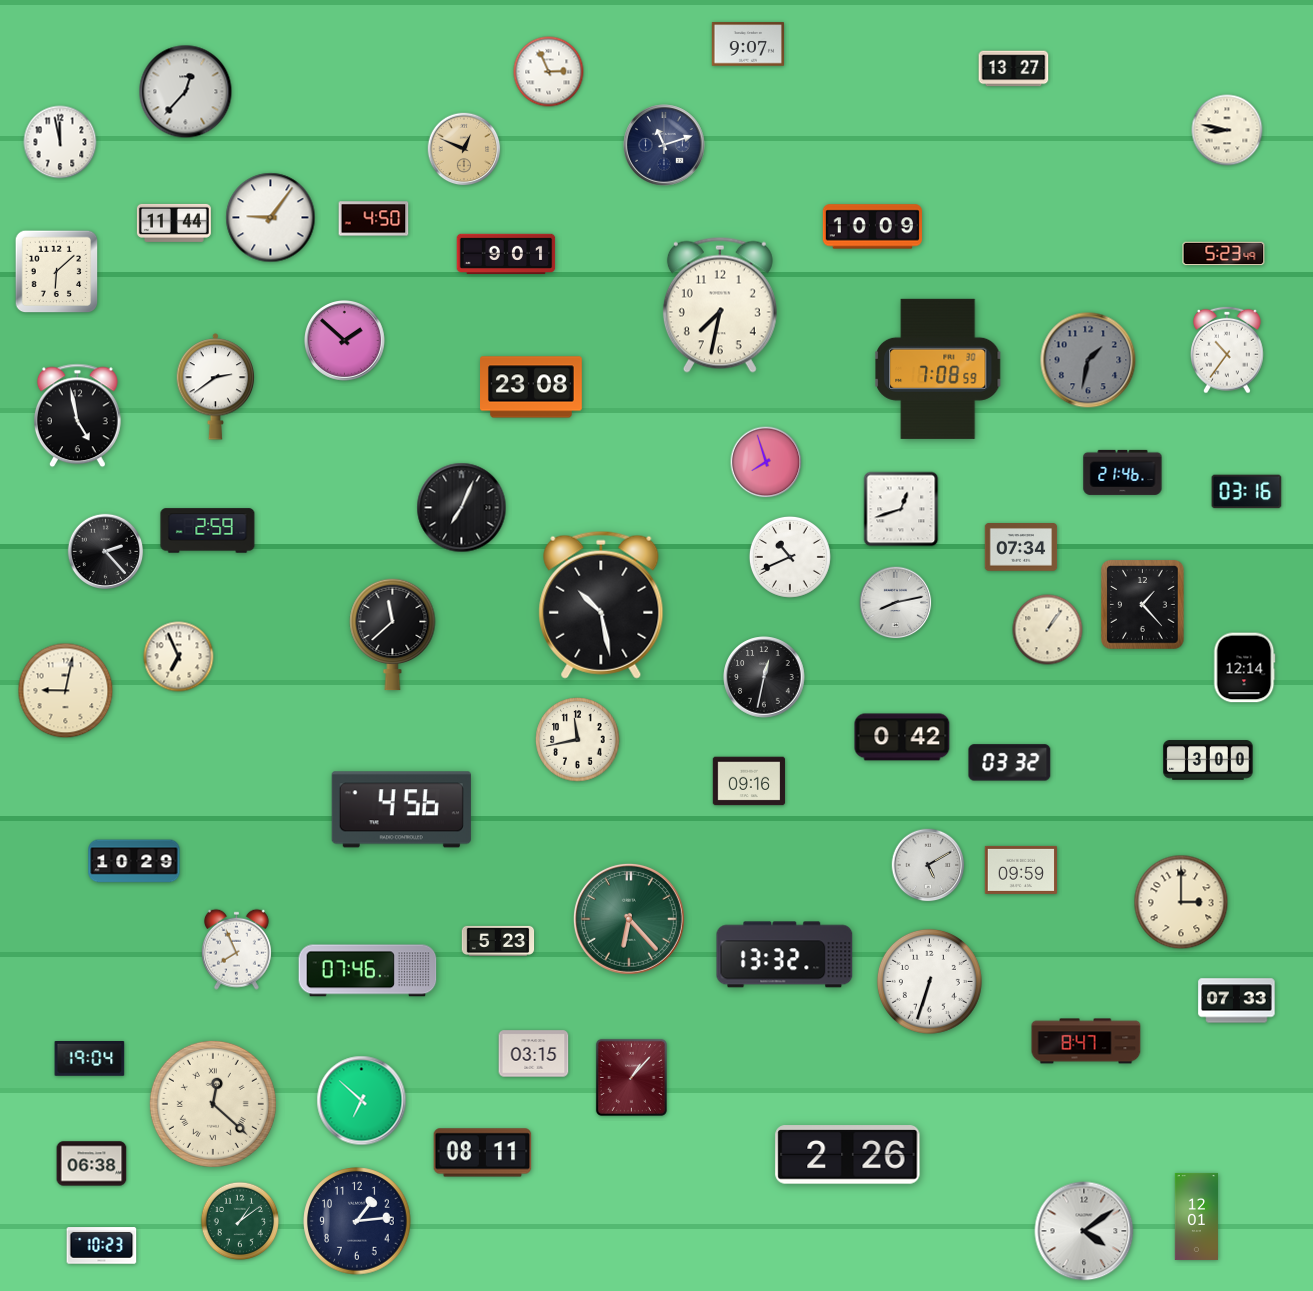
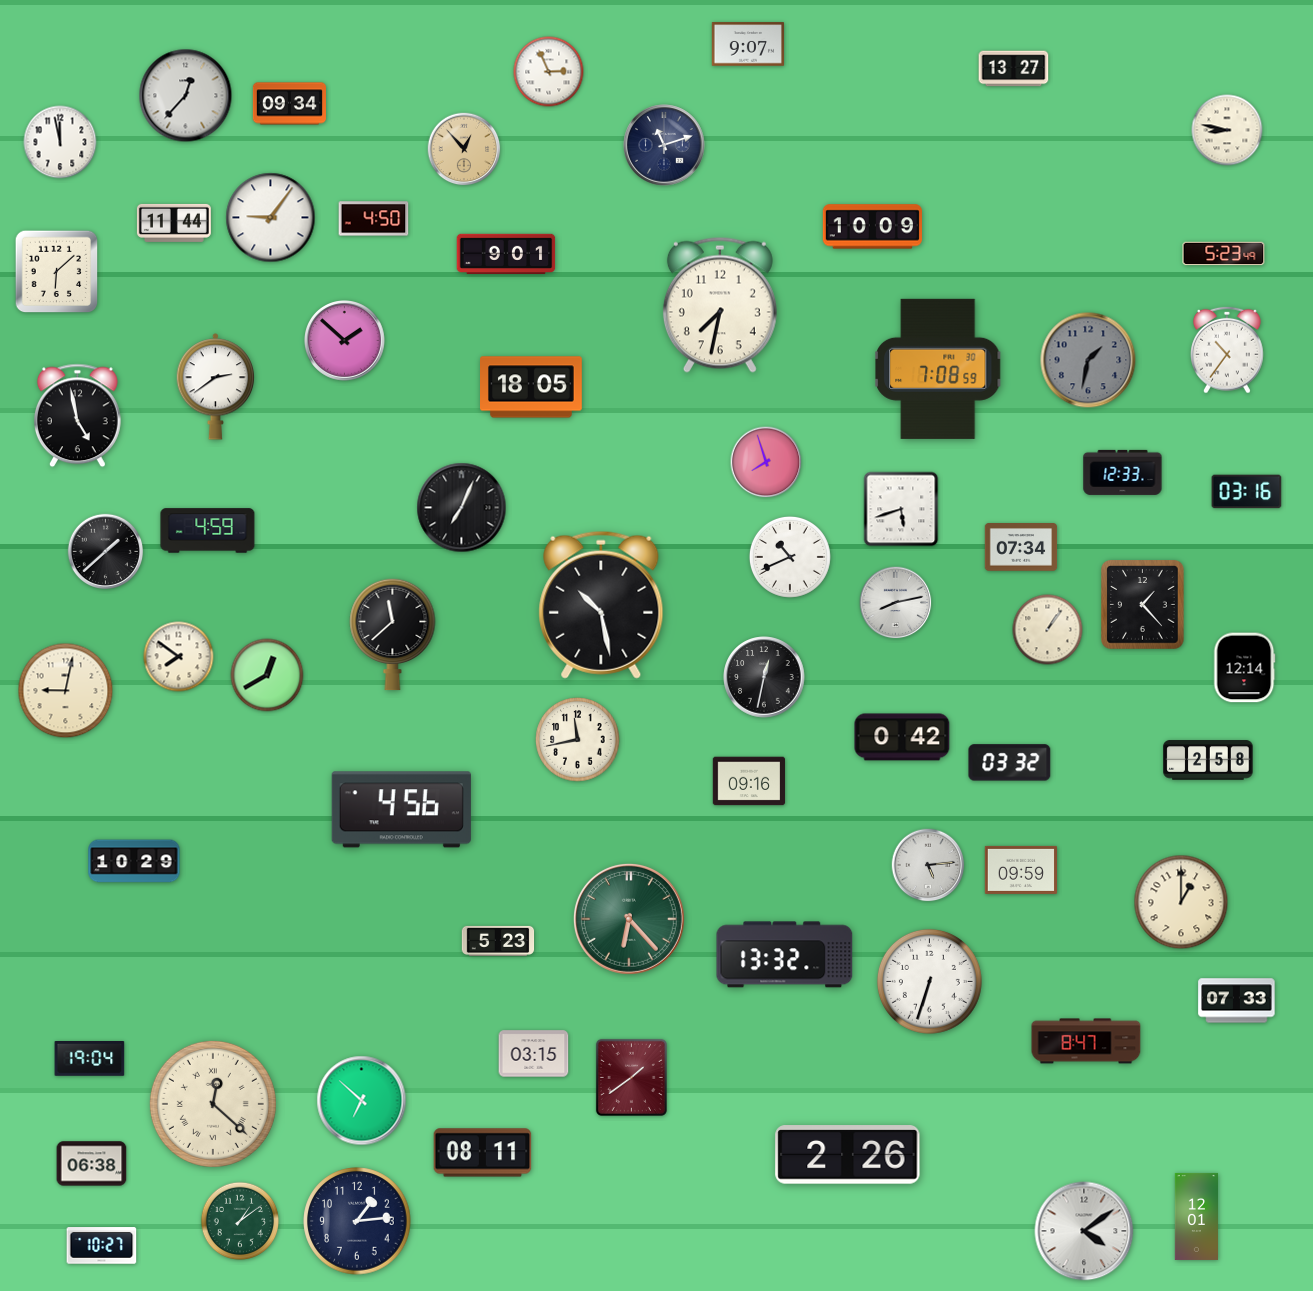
clock at (186, 92) position: (186, 92) -> (186, 96)
clock at (289, 104): none -> 09:34
clock at (464, 149): 12:49 -> 12:53
clock at (531, 387): 23:08 -> 18:05
clock at (1123, 472): 21:46 -> 12:33
clock at (901, 509): 12:42 -> 5:42
clock at (208, 531): 2:59 -> 4:59
clock at (105, 551): 2:23 -> 1:38
clock at (179, 657): 6:56 -> 7:51
clock at (267, 675): none -> 12:40
clock at (1208, 760): 3:00 -> 2:58
clock at (928, 865): 5:10 -> 5:14
clock at (1181, 902): 3:00 -> 1:00
clock at (236, 949): 7:56 -> none
clock at (368, 971): 07:46 -> none
clock at (631, 1077): 1:07 -> 1:39
clock at (102, 1246): 10:23 -> 10:27
